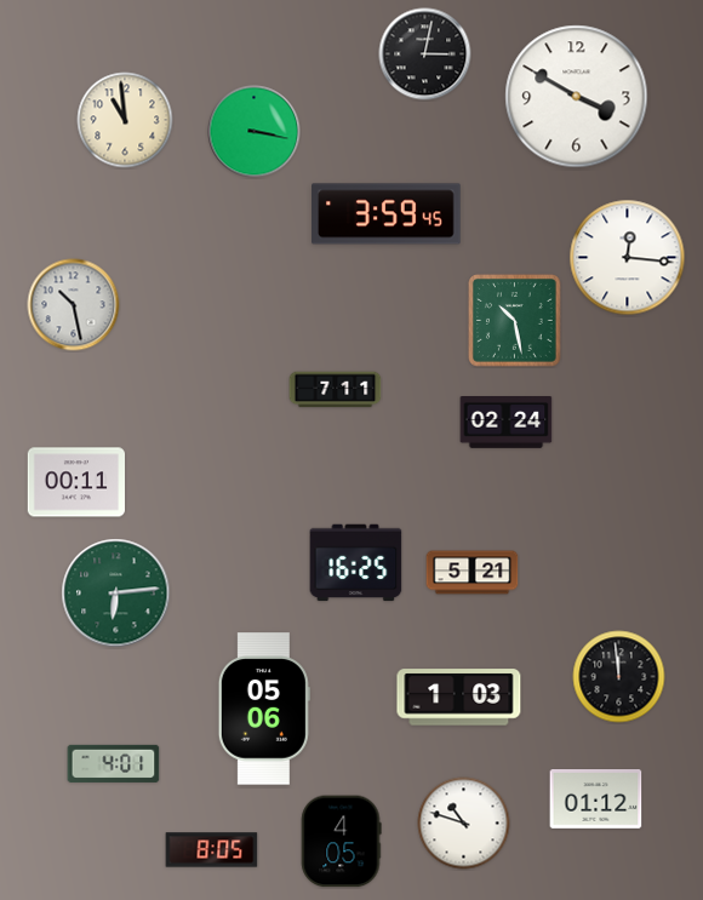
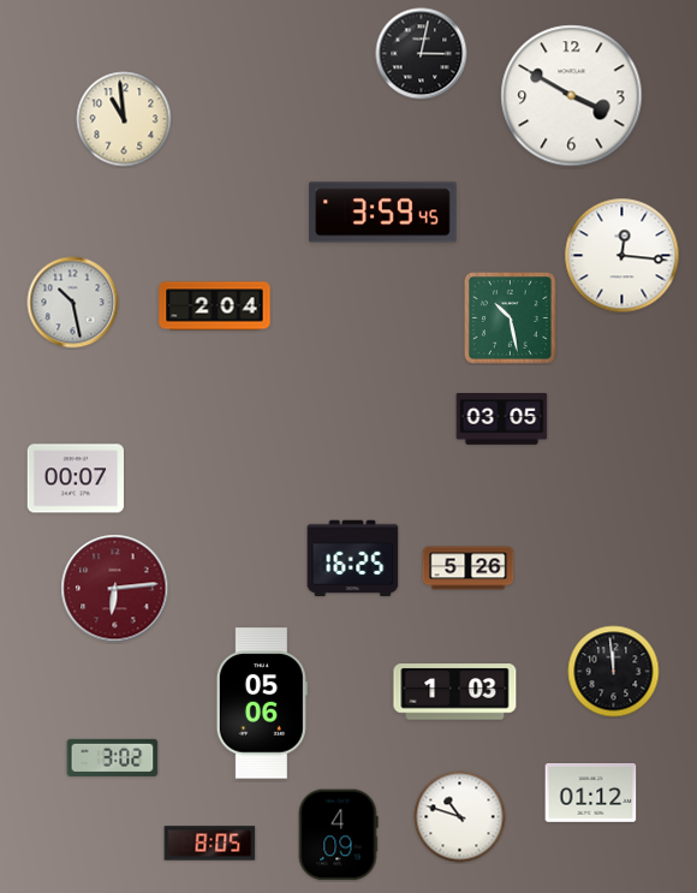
clock at (255, 132): 3:17 -> none
clock at (215, 306): none -> 2:04
clock at (336, 390): 7:11 -> none
clock at (507, 423): 02:24 -> 03:05
clock at (76, 482): 00:11 -> 00:07
clock at (473, 573): 5:21 -> 5:26
clock at (116, 594) dial: green -> burgundy
clock at (114, 763): 4:01 -> 3:02
clock at (342, 842): 4:05 -> 4:09
